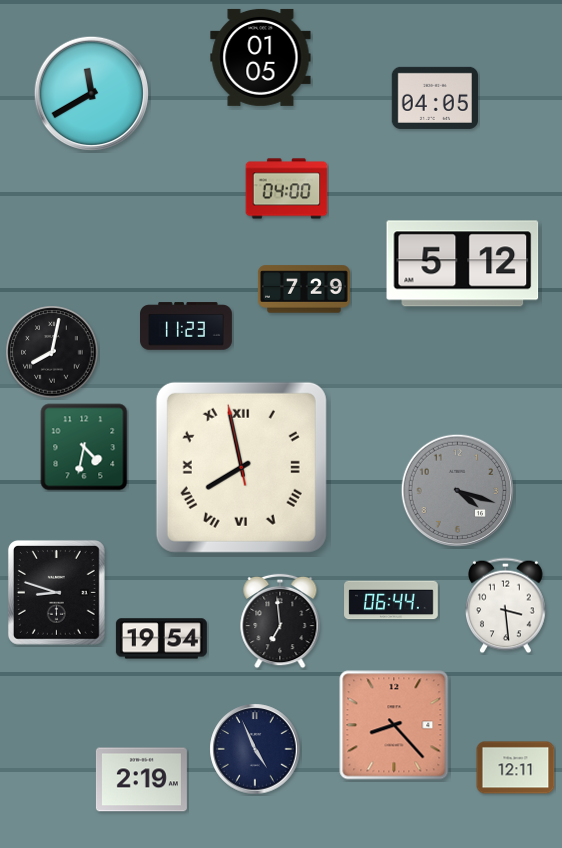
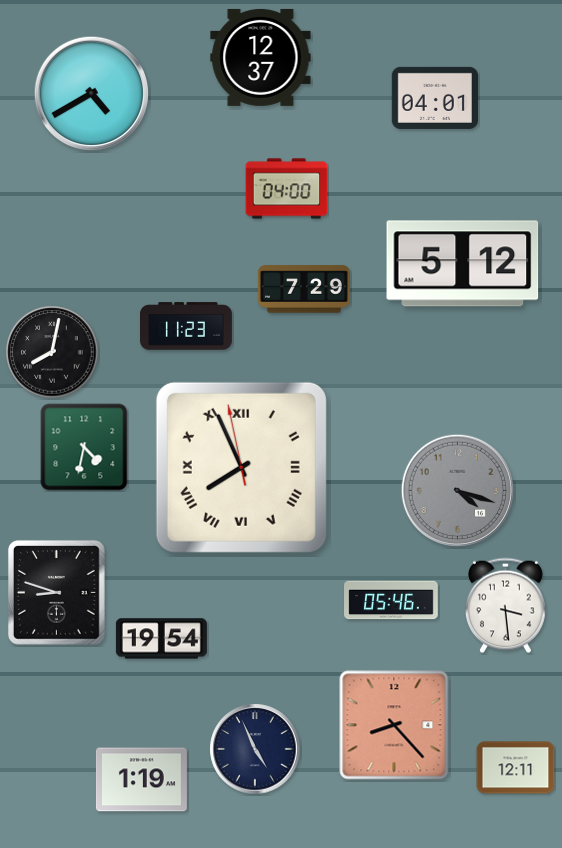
clock at (261, 57): 01:05 -> 12:37
clock at (92, 94): 11:40 -> 4:40
clock at (434, 98): 04:05 -> 04:01
clock at (241, 467): 7:57 -> 7:55
clock at (391, 600): 06:44 -> 05:46
clock at (280, 621): 6:59 -> none
clock at (141, 780): 2:19 -> 1:19
